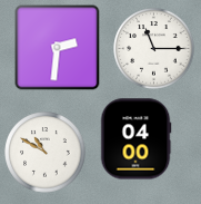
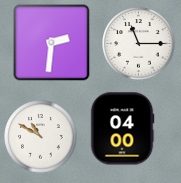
clock at (135, 139) position: (135, 139) -> (122, 129)
